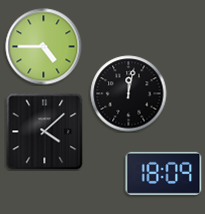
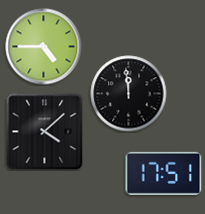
clock at (129, 94): 12:02 -> 11:59
clock at (164, 173): 18:09 -> 17:51
